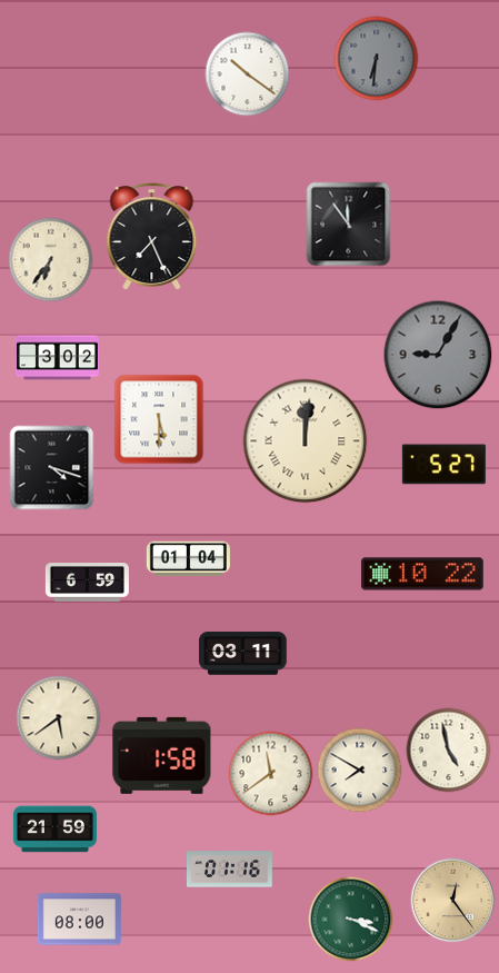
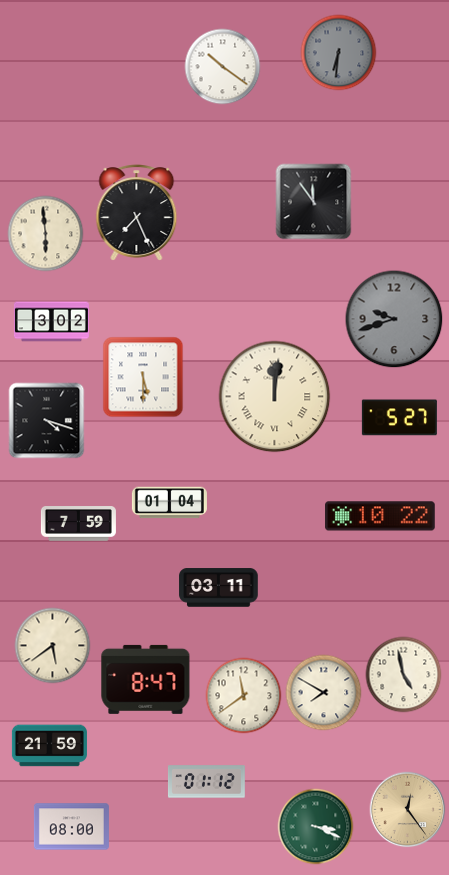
clock at (51, 260): 6:36 -> 5:59
clock at (438, 355): 9:05 -> 9:42
clock at (87, 583): 6:59 -> 7:59
clock at (162, 755): 1:58 -> 8:47
clock at (229, 870): 01:16 -> 01:12
